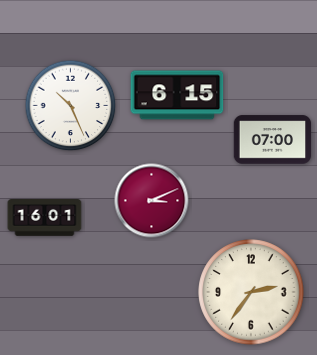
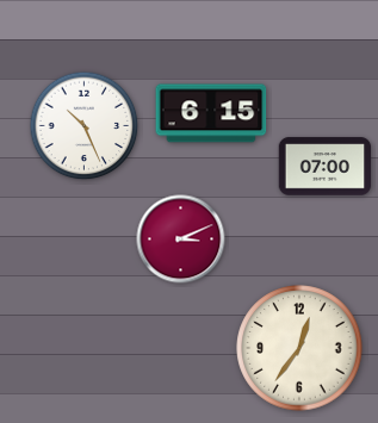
clock at (45, 218): 16:01 -> none
clock at (251, 292): 2:36 -> 12:36
